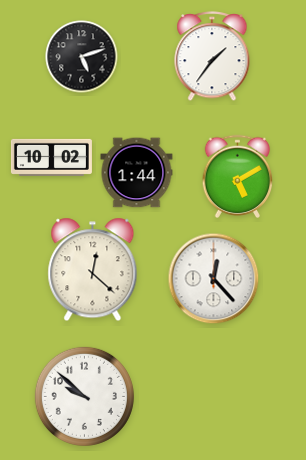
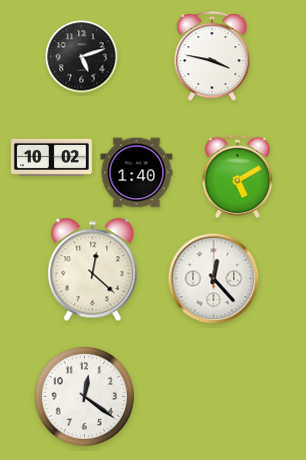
clock at (212, 57): 1:36 -> 3:47
clock at (137, 173): 1:44 -> 1:40
clock at (84, 396): 9:52 -> 12:21
